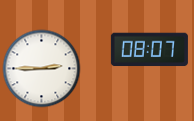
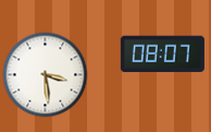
clock at (41, 68): 2:45 -> 3:29
